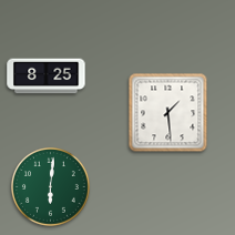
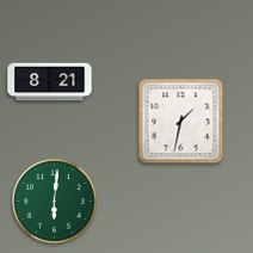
clock at (47, 76): 8:25 -> 8:21
clock at (168, 113): 1:29 -> 1:32
